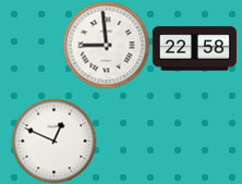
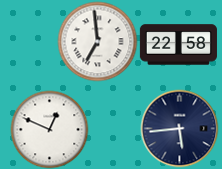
clock at (106, 45): 8:59 -> 6:59
clock at (179, 128): none -> 5:44
